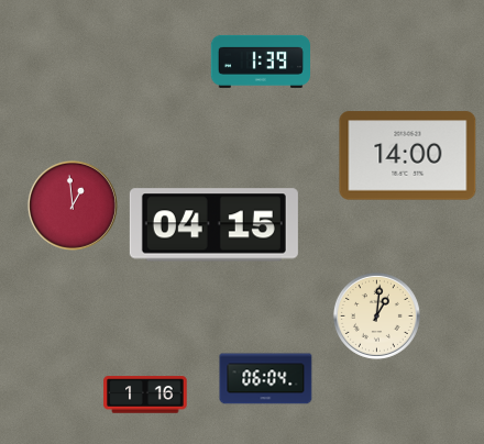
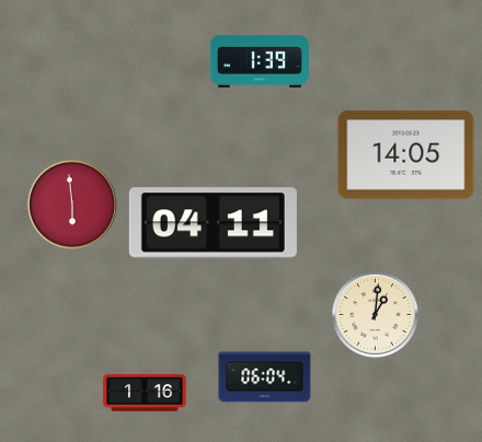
clock at (408, 156): 14:00 -> 14:05
clock at (73, 206): 12:59 -> 5:59
clock at (213, 225): 04:15 -> 04:11
